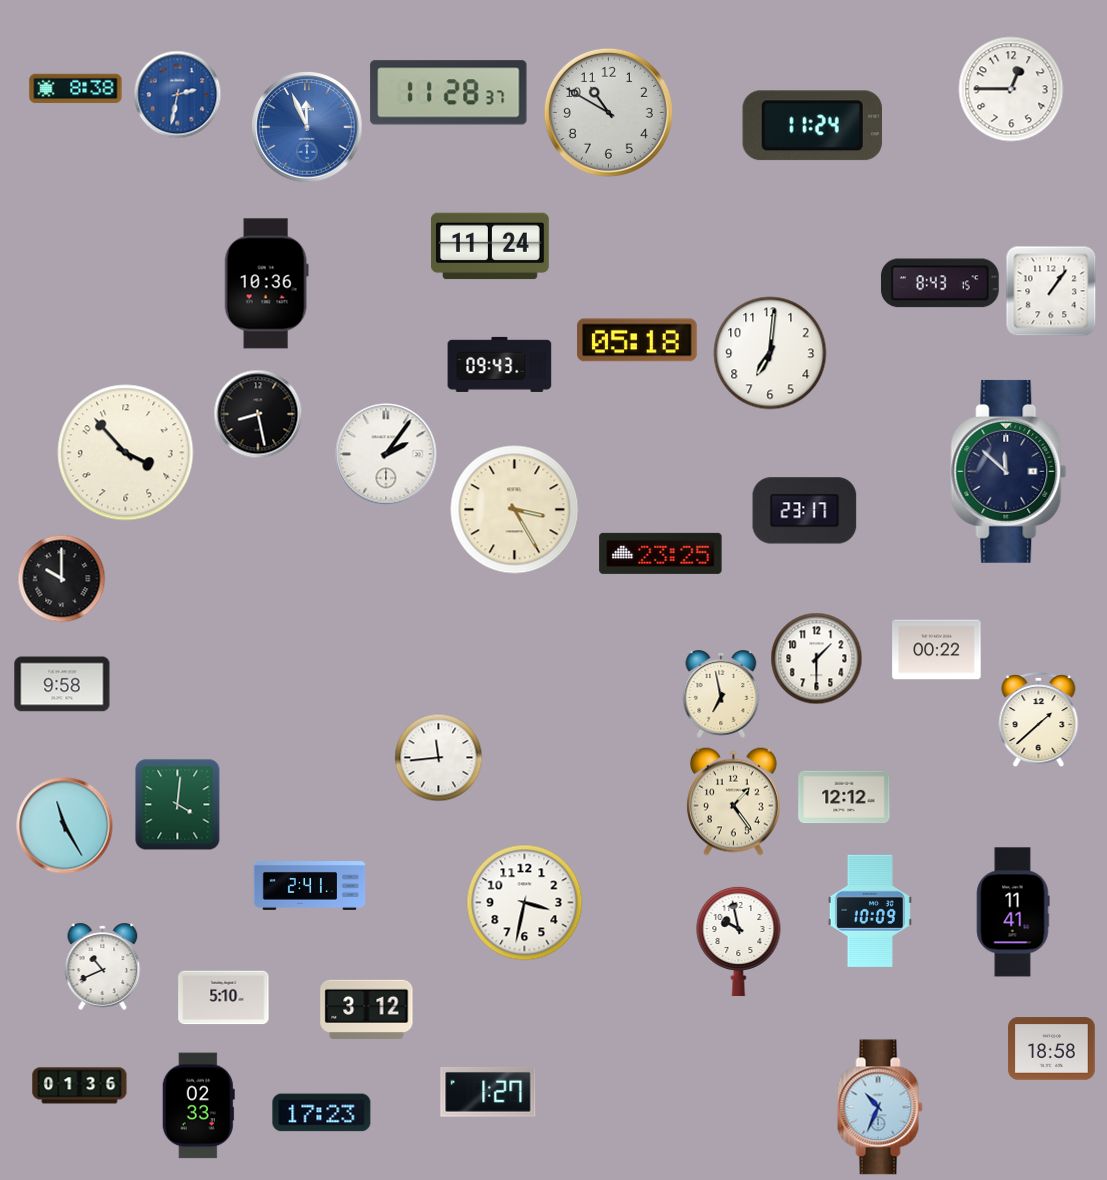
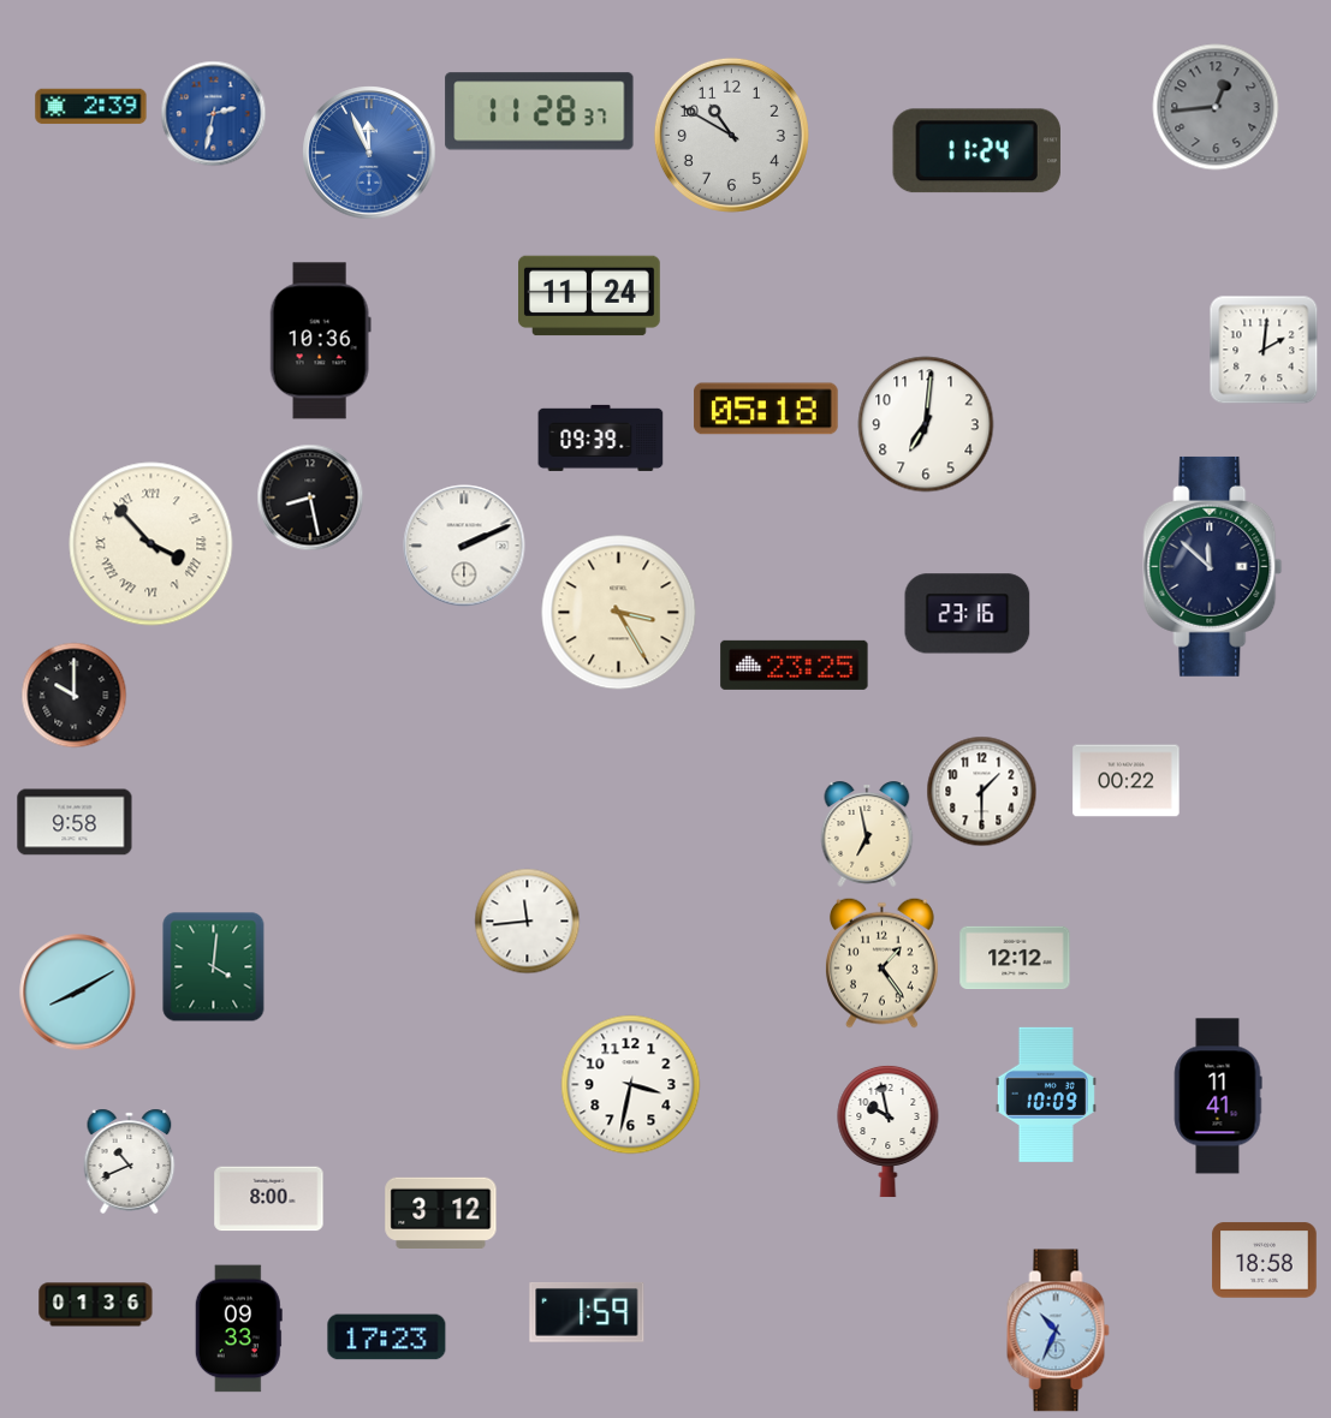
clock at (76, 89): 8:38 -> 2:39
clock at (1011, 89): 12:45 -> 12:44
clock at (1011, 89) dial: white -> grey
clock at (940, 283): 8:43 -> none
clock at (1051, 291): 1:06 -> 2:01
clock at (500, 364): 09:43 -> 09:39
clock at (126, 453) numerals: Arabic -> Roman
clock at (386, 454): 2:06 -> 2:11
clock at (805, 511): 23:17 -> 23:16
clock at (1039, 720): 1:38 -> none
clock at (439, 758) position: (439, 758) -> (528, 922)
clock at (65, 826): 11:25 -> 8:10
clock at (310, 886): 2:41 -> none
clock at (103, 966) position: (103, 966) -> (130, 1161)
clock at (224, 998): 5:10 -> 8:00
clock at (488, 1093): 1:27 -> 1:59
clock at (198, 1106): 02:33 -> 09:33
